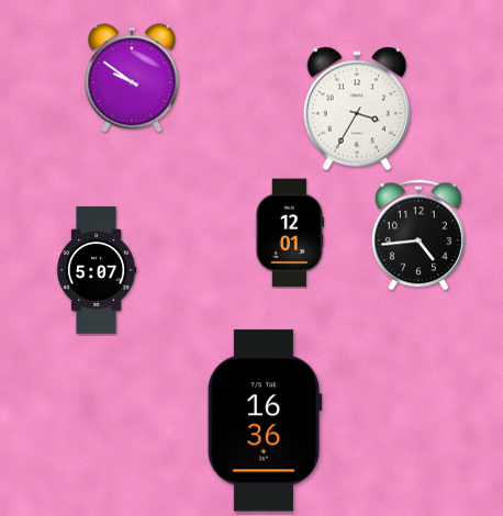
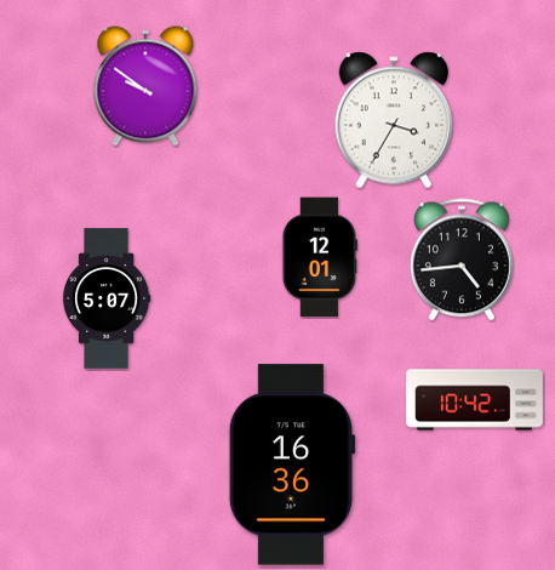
clock at (475, 400): none -> 10:42
